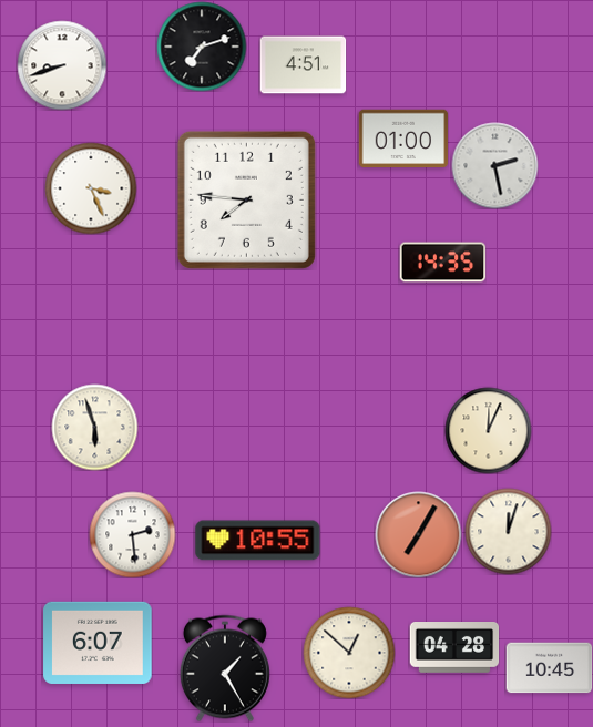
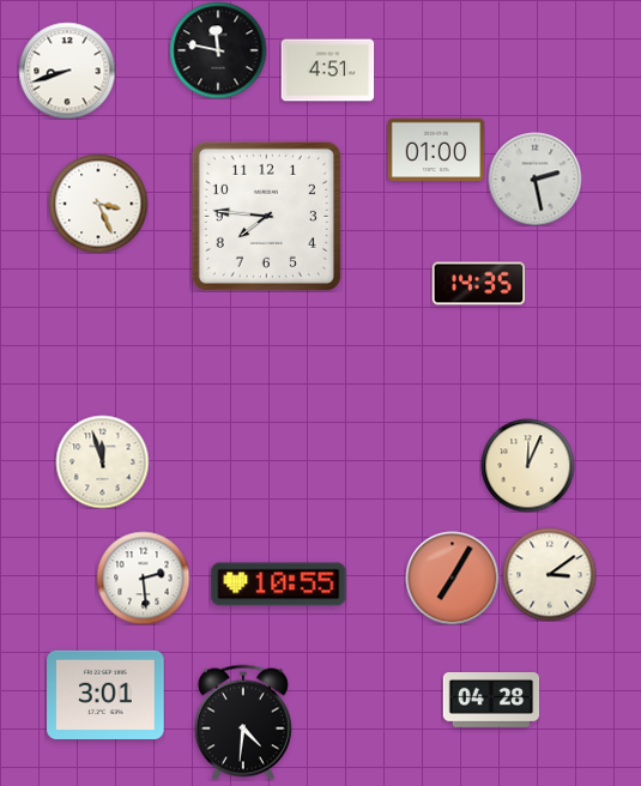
clock at (202, 47): 7:12 -> 11:47
clock at (94, 427): 5:57 -> 11:57
clock at (508, 531): 12:03 -> 3:09
clock at (98, 643): 6:07 -> 3:01
clock at (349, 653): 12:52 -> none
clock at (225, 668): 1:25 -> 4:31
clock at (549, 668): 10:45 -> none
